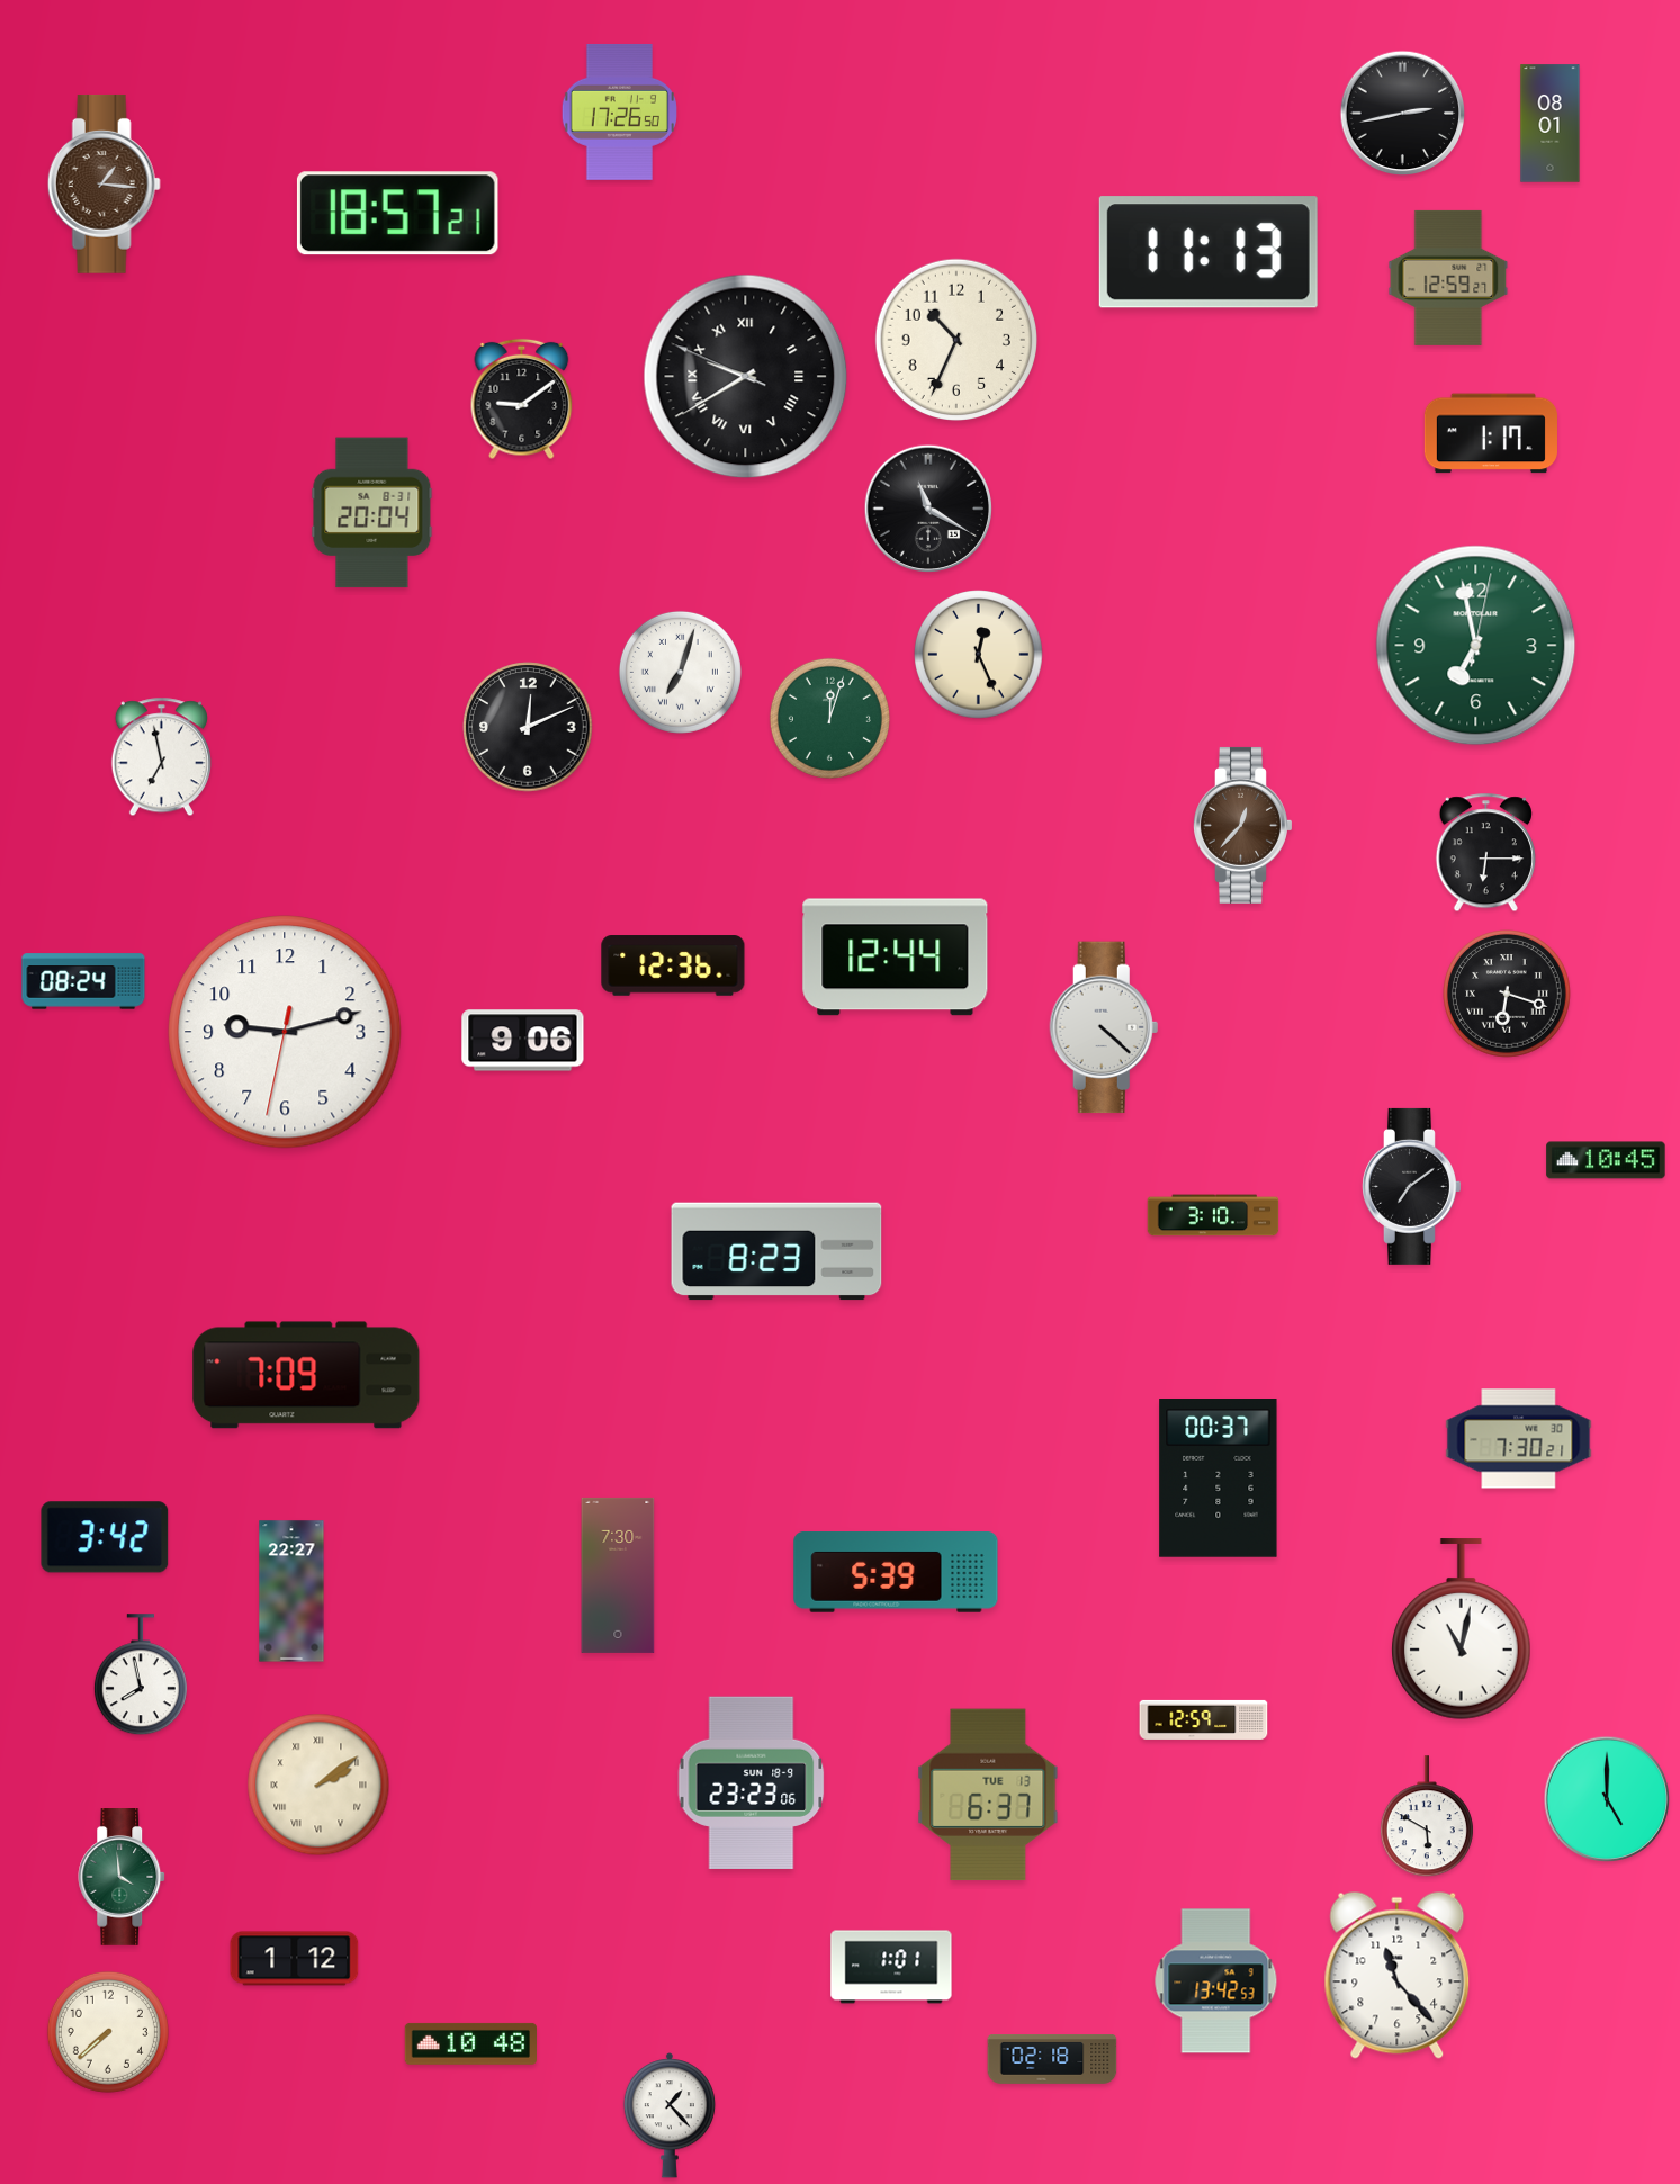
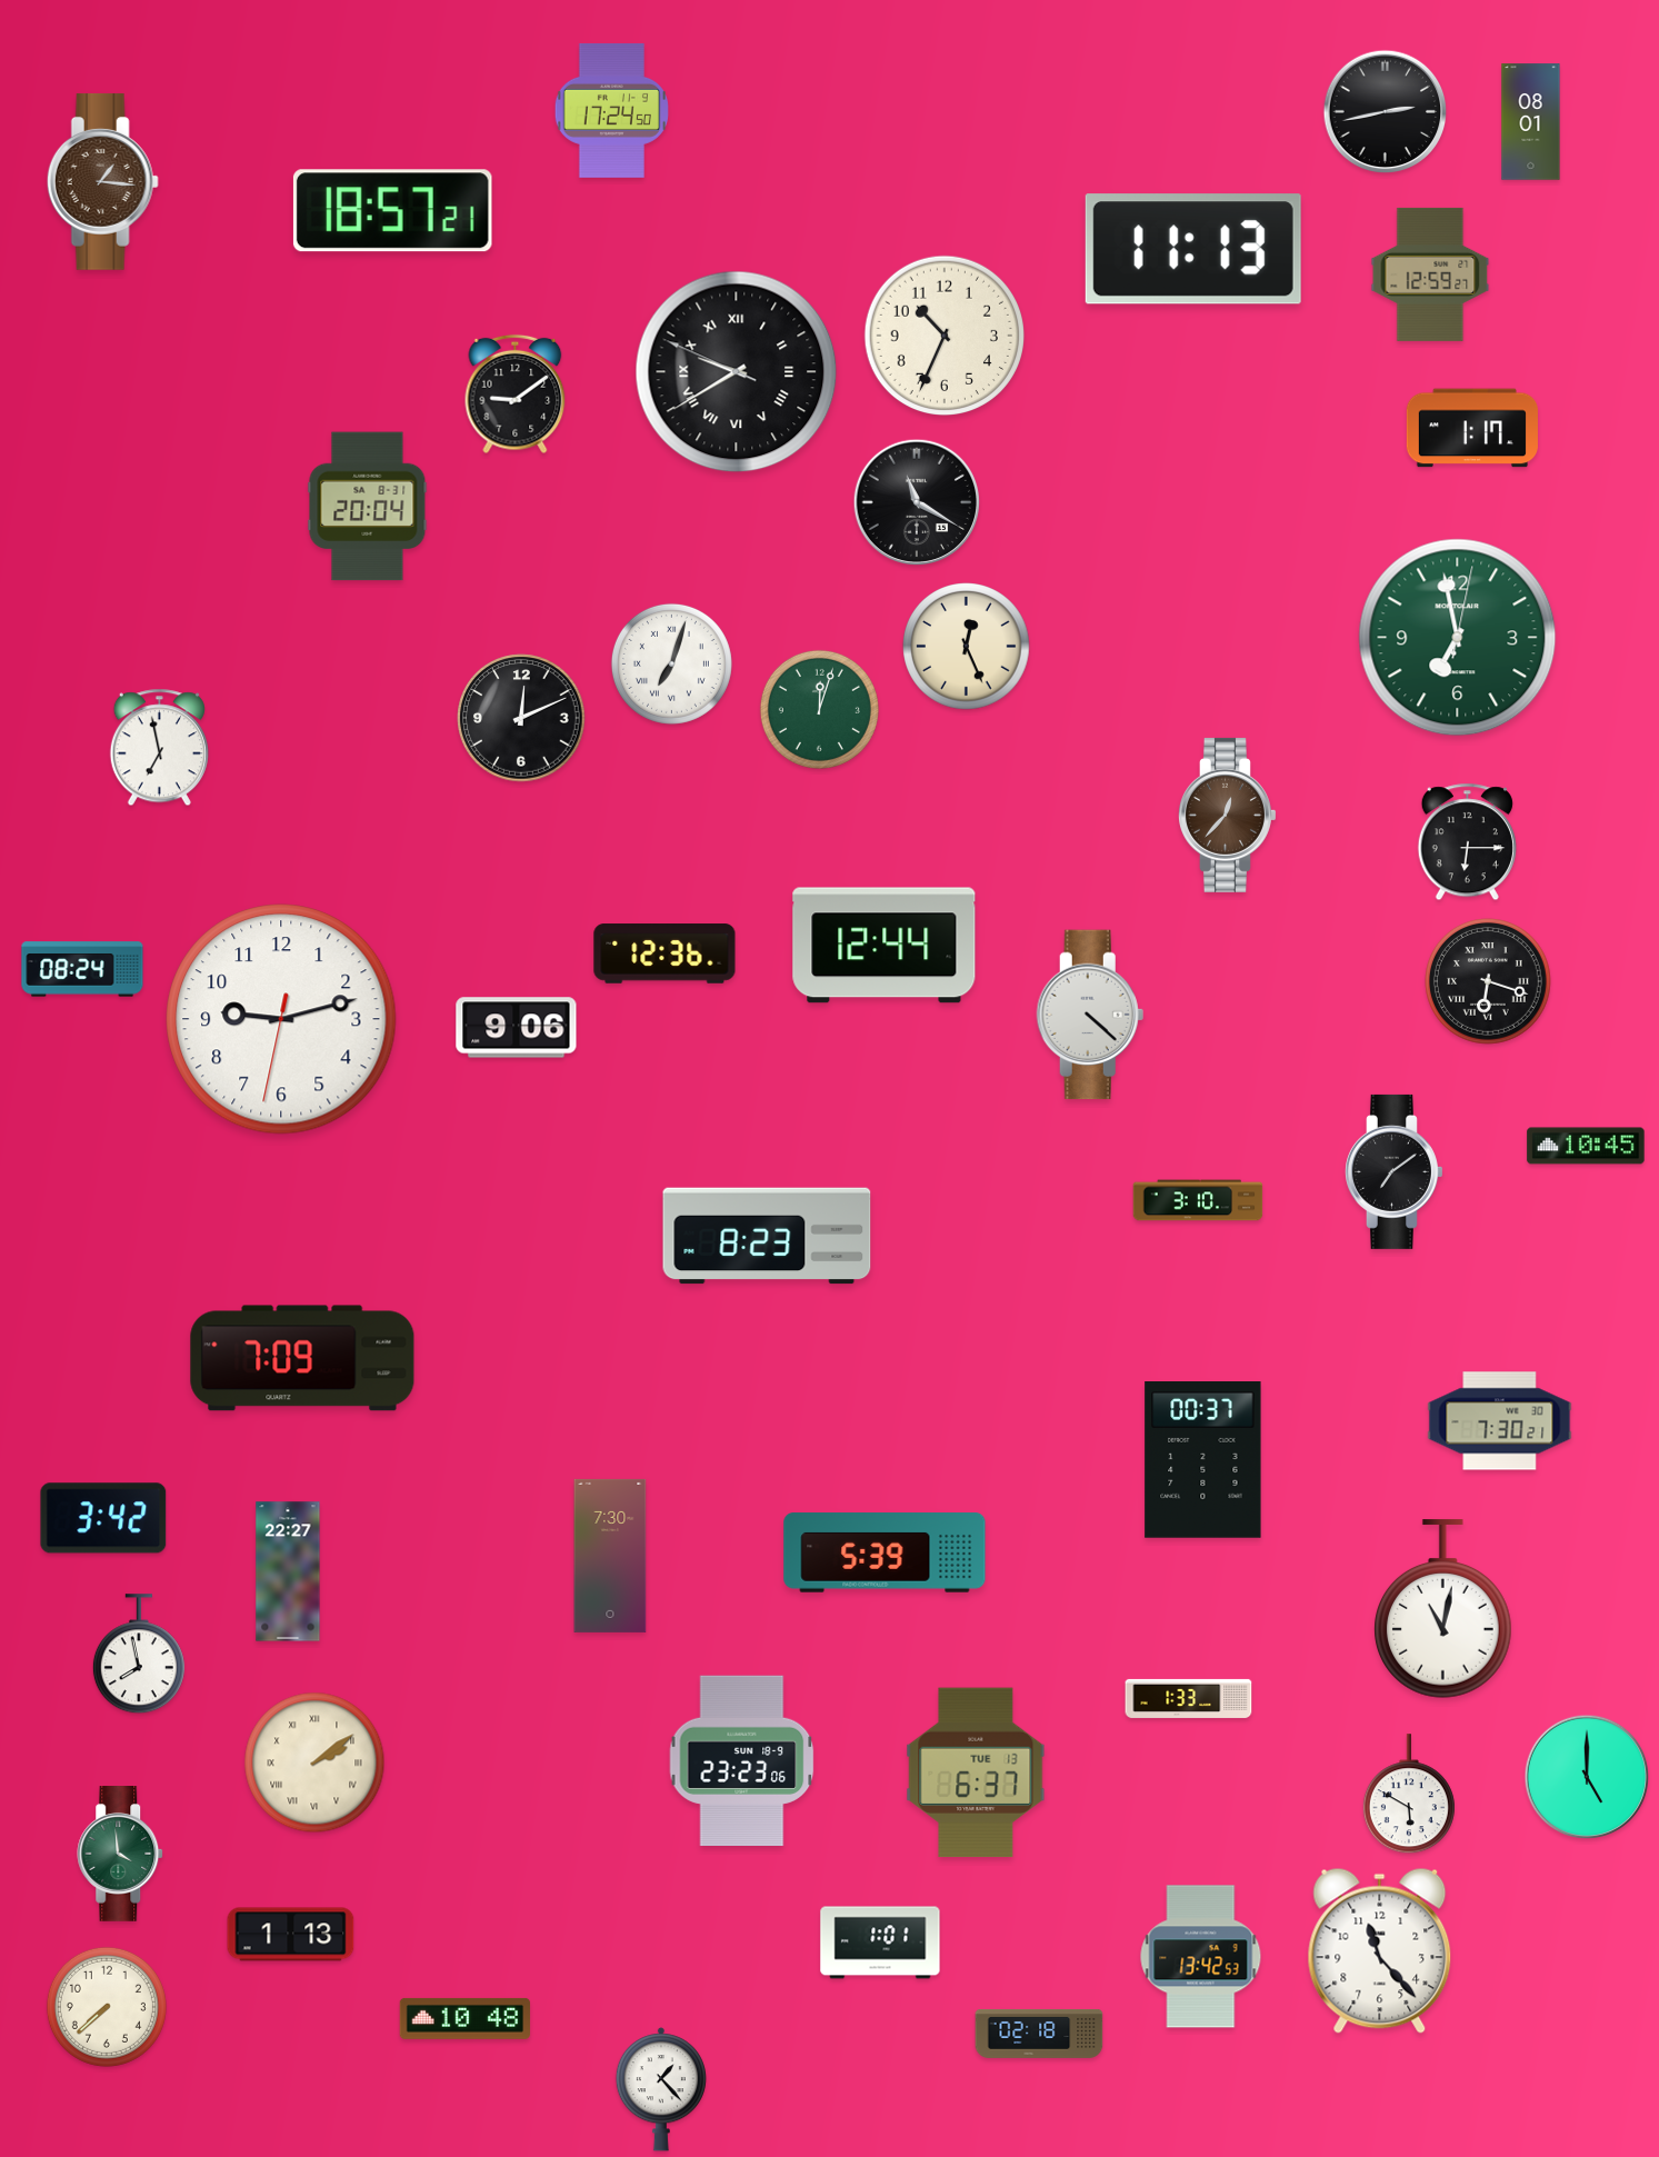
clock at (619, 111): 17:26 -> 17:24
clock at (1204, 1719): 12:59 -> 1:33
clock at (295, 1959): 1:12 -> 1:13
